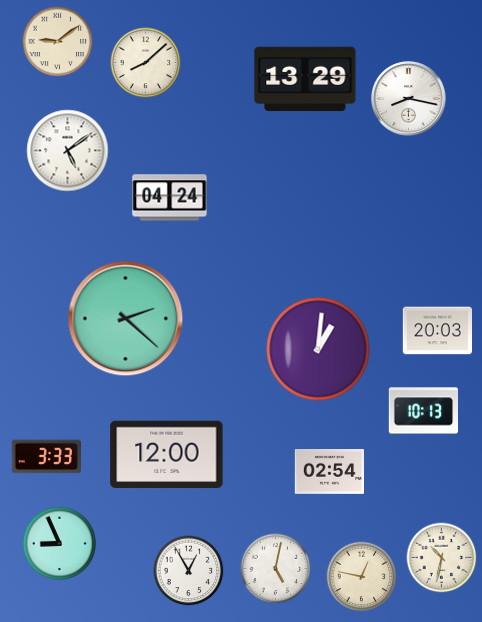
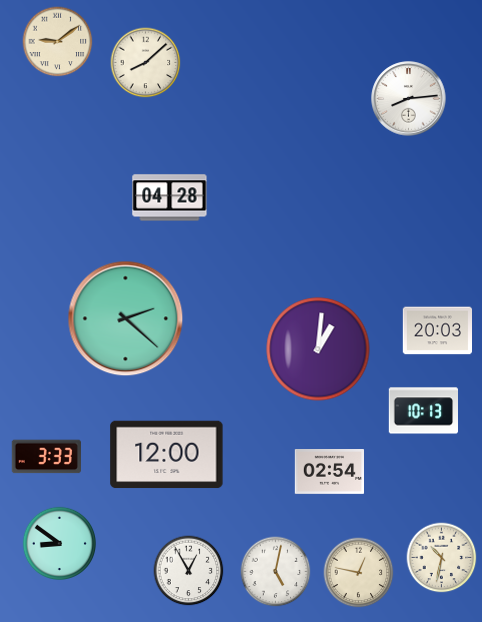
clock at (305, 79): 13:29 -> none
clock at (409, 99): 8:17 -> 8:14
clock at (68, 151): 5:09 -> none
clock at (170, 198): 04:24 -> 04:28
clock at (59, 543): 8:56 -> 8:51
clock at (276, 569) position: (276, 569) -> (276, 572)
clock at (362, 577) position: (362, 577) -> (359, 573)
